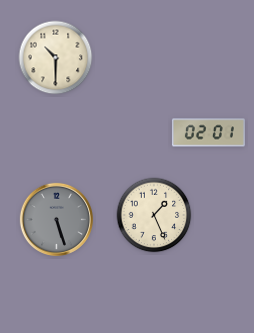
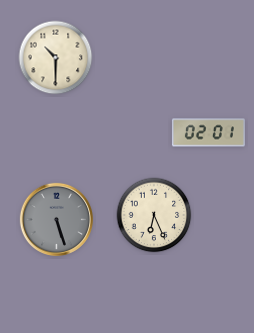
clock at (154, 215): 1:26 -> 6:26
